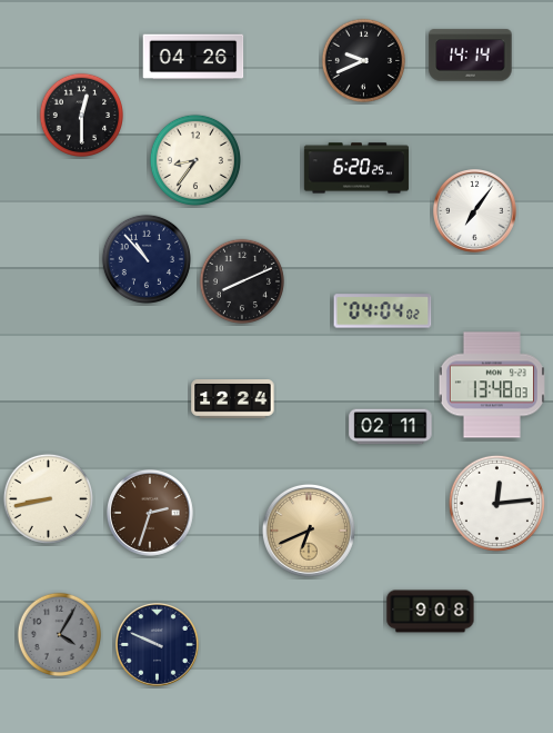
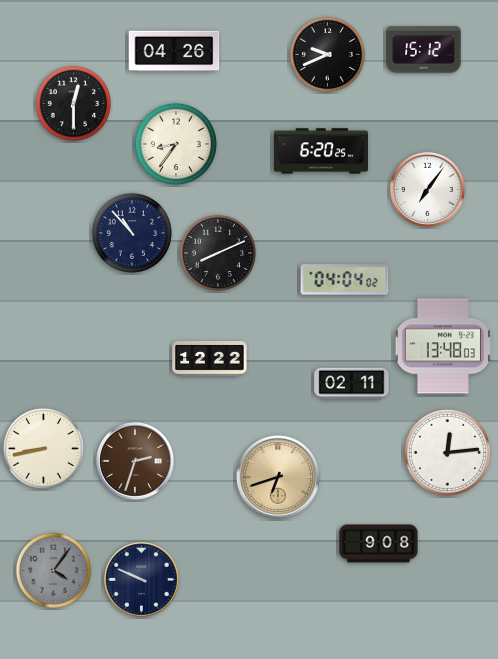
clock at (471, 56): 14:14 -> 15:12
clock at (233, 399): 12:24 -> 12:22
clock at (309, 531): 6:41 -> 6:42
clock at (431, 612) position: (431, 612) -> (379, 544)
clock at (59, 634): 4:05 -> 4:06
